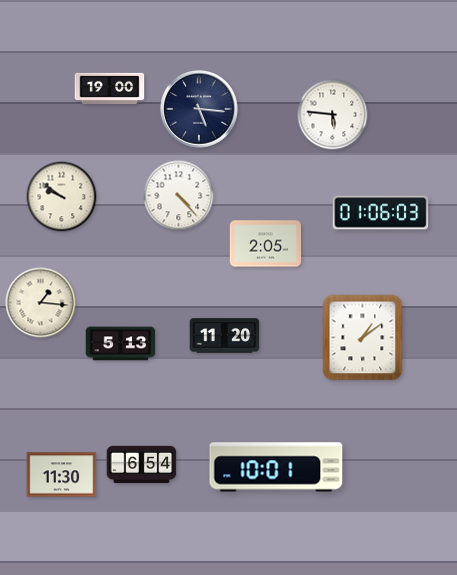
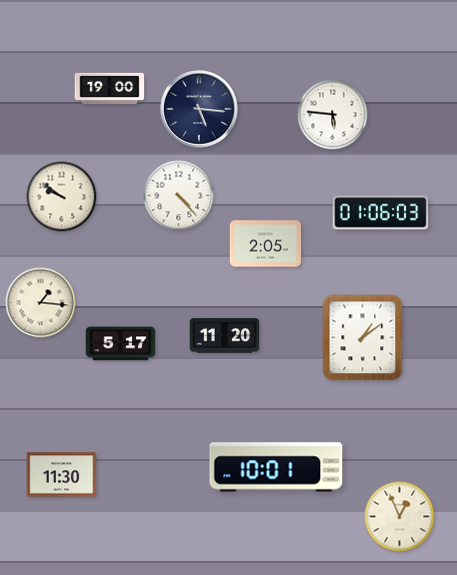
clock at (121, 344): 5:13 -> 5:17
clock at (142, 465): 6:54 -> none
clock at (400, 517): none -> 12:56
